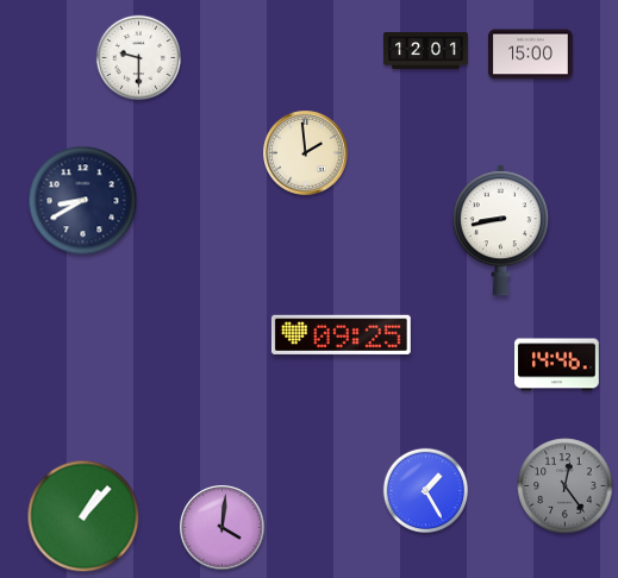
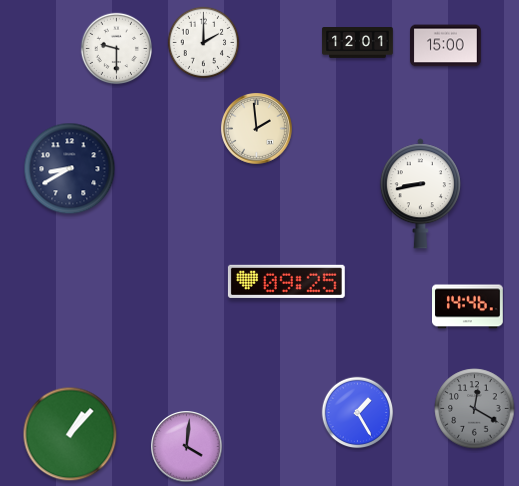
clock at (204, 43): none -> 2:00
clock at (566, 486): 12:24 -> 12:20
clock at (223, 528) position: (223, 528) -> (187, 447)
